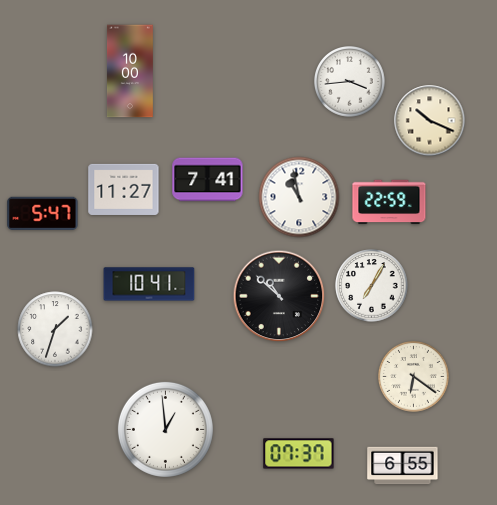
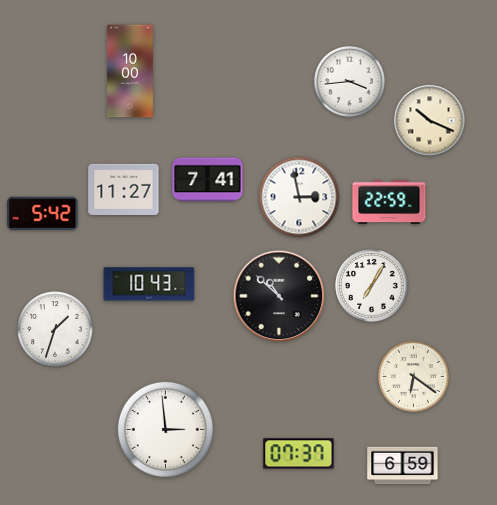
clock at (299, 197): 10:58 -> 2:58
clock at (43, 213): 5:47 -> 5:42
clock at (149, 284): 10:41 -> 10:43
clock at (165, 429): 12:59 -> 2:59
clock at (403, 466): 6:55 -> 6:59
